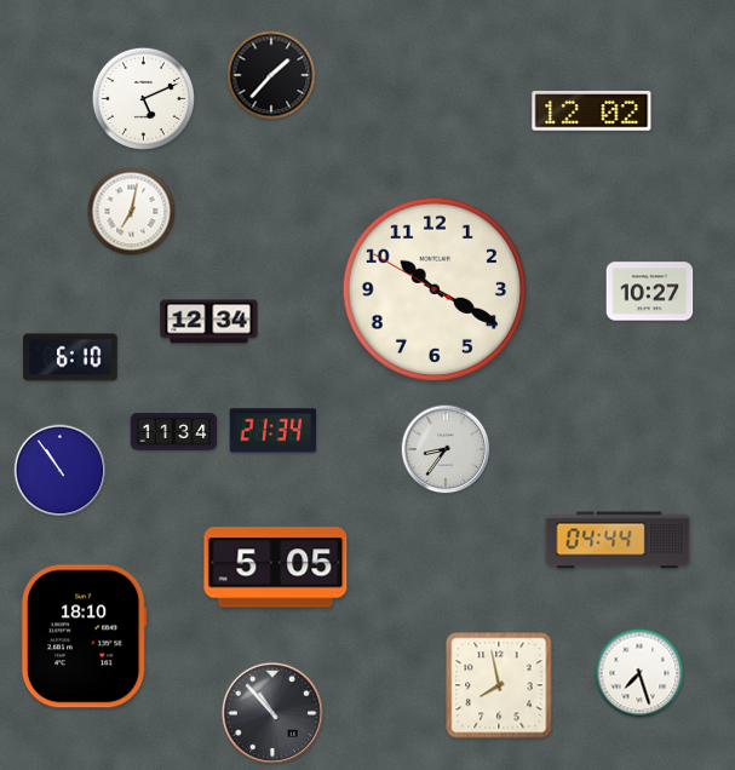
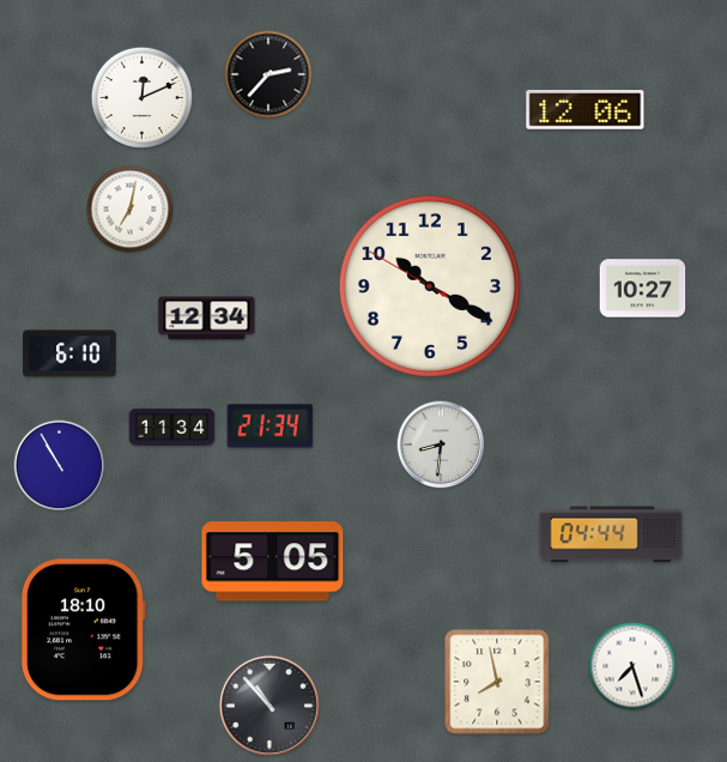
clock at (271, 75): 1:37 -> 2:37
clock at (143, 98): 5:11 -> 12:11
clock at (592, 111): 12:02 -> 12:06
clock at (446, 449): 8:36 -> 8:31
clock at (61, 471): 10:54 -> 10:55
clock at (499, 685) position: (499, 685) -> (497, 682)
